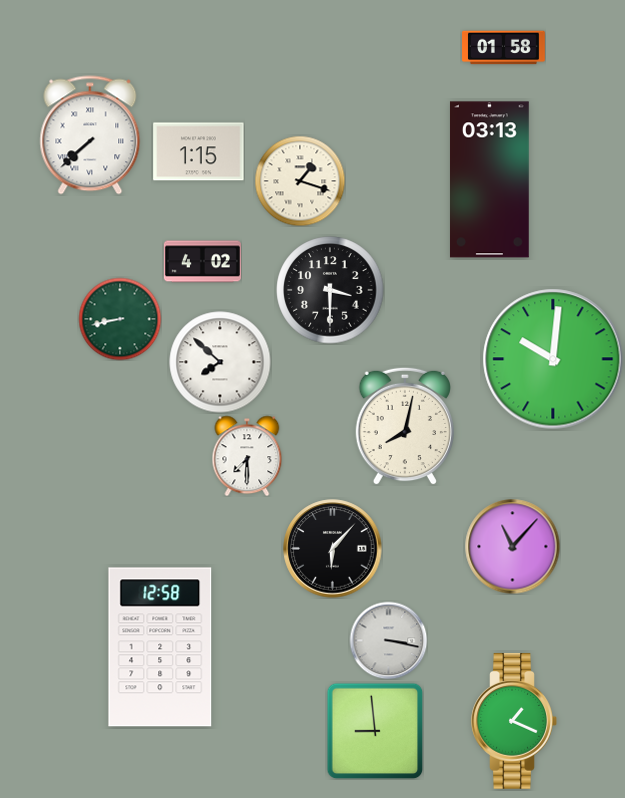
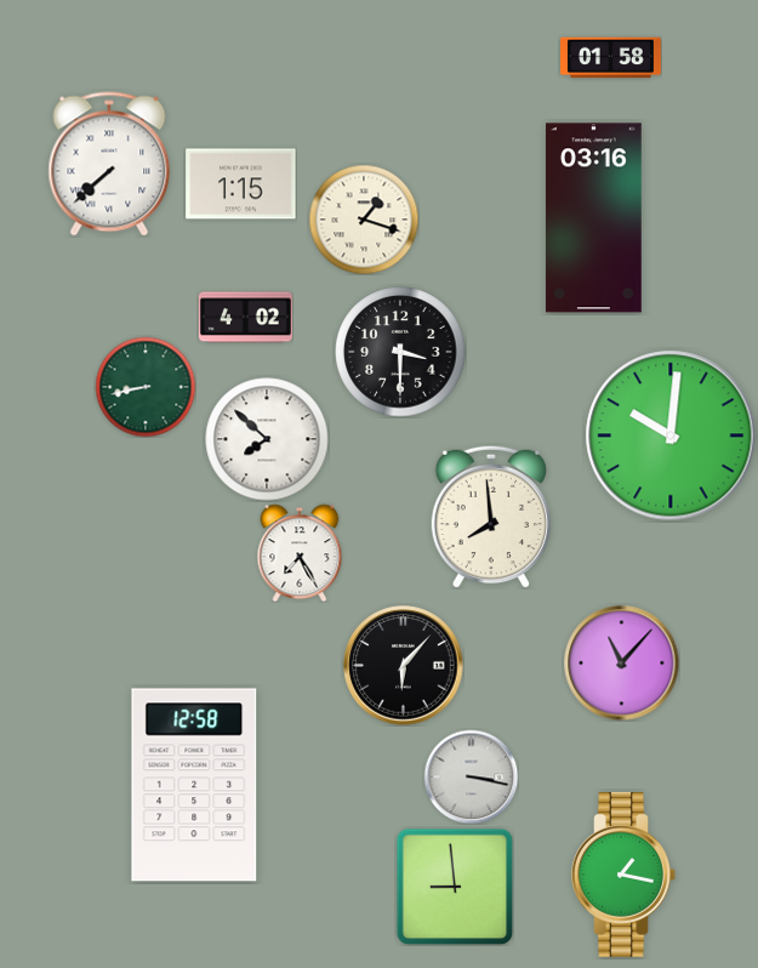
clock at (489, 180): 03:13 -> 03:16
clock at (404, 426): 8:02 -> 7:59
clock at (247, 456): 7:30 -> 7:25
clock at (514, 721): 1:19 -> 1:17
